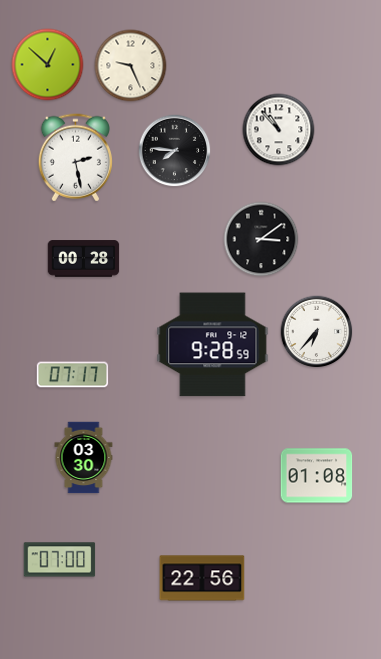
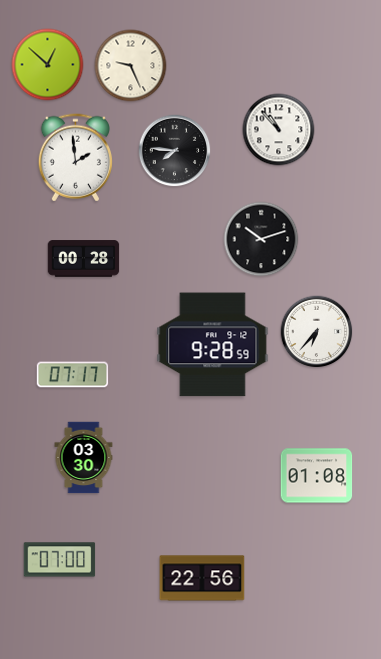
clock at (75, 158): 2:28 -> 1:59
clock at (261, 239): 3:09 -> 10:12
